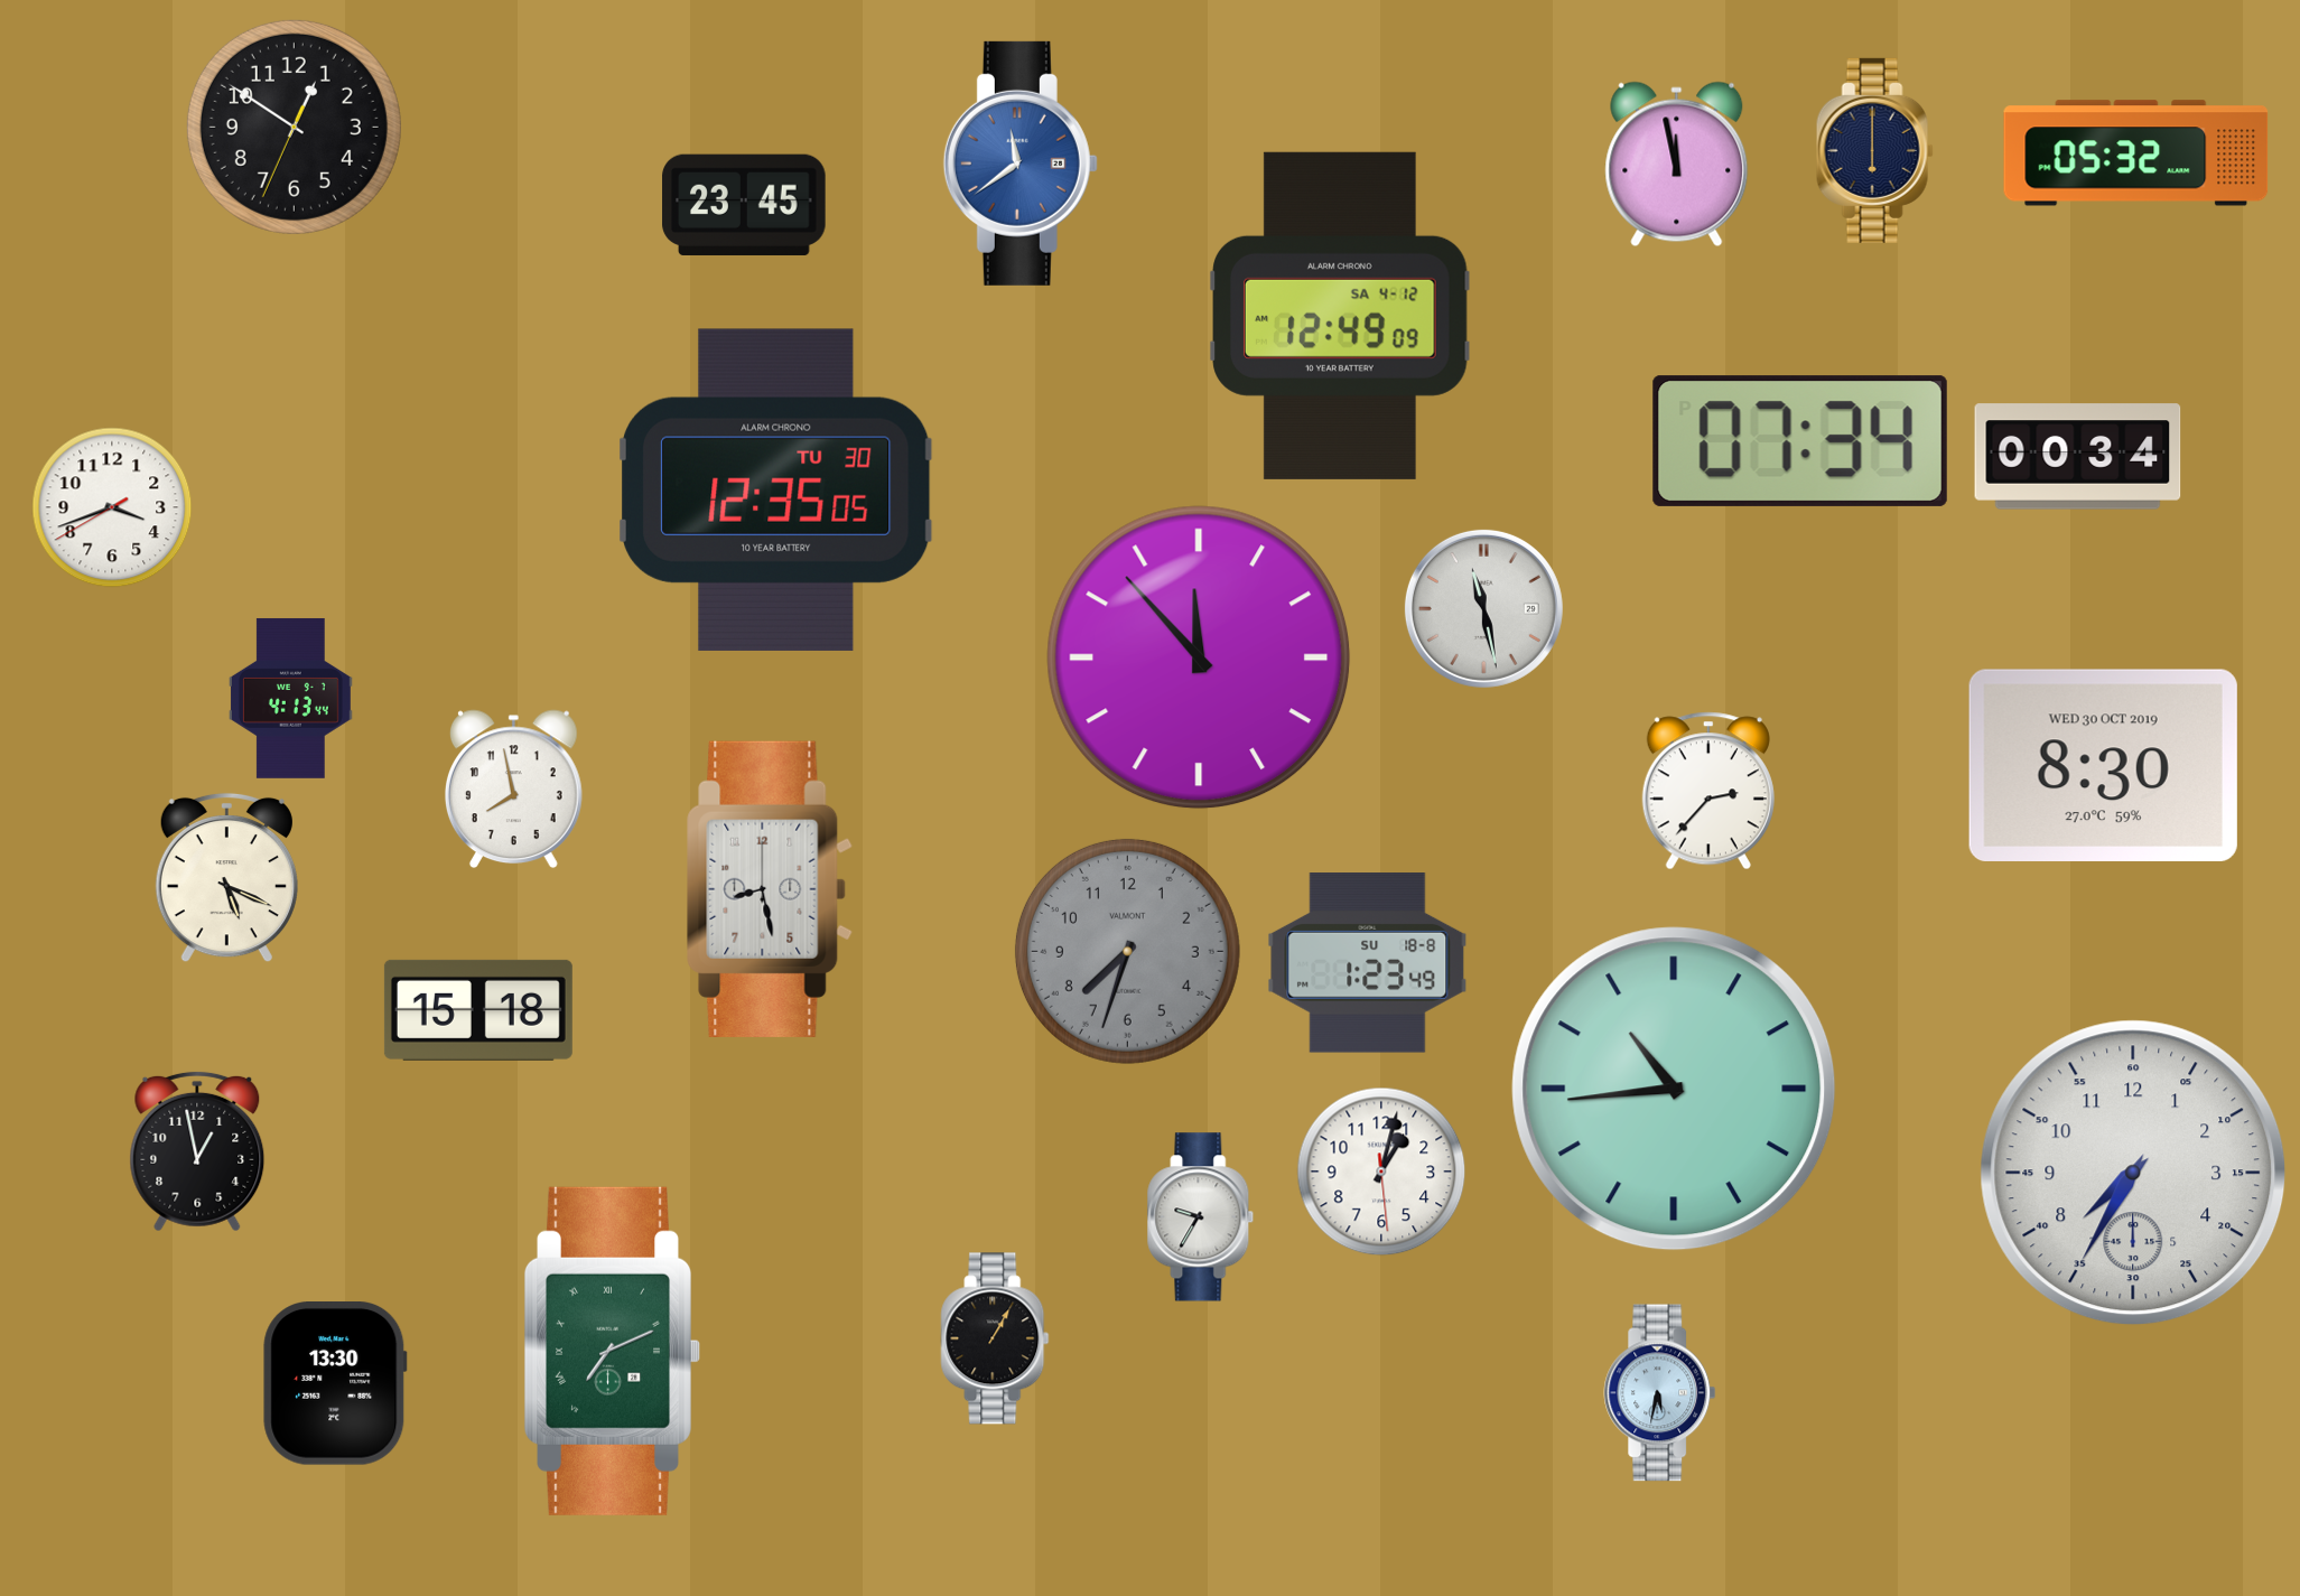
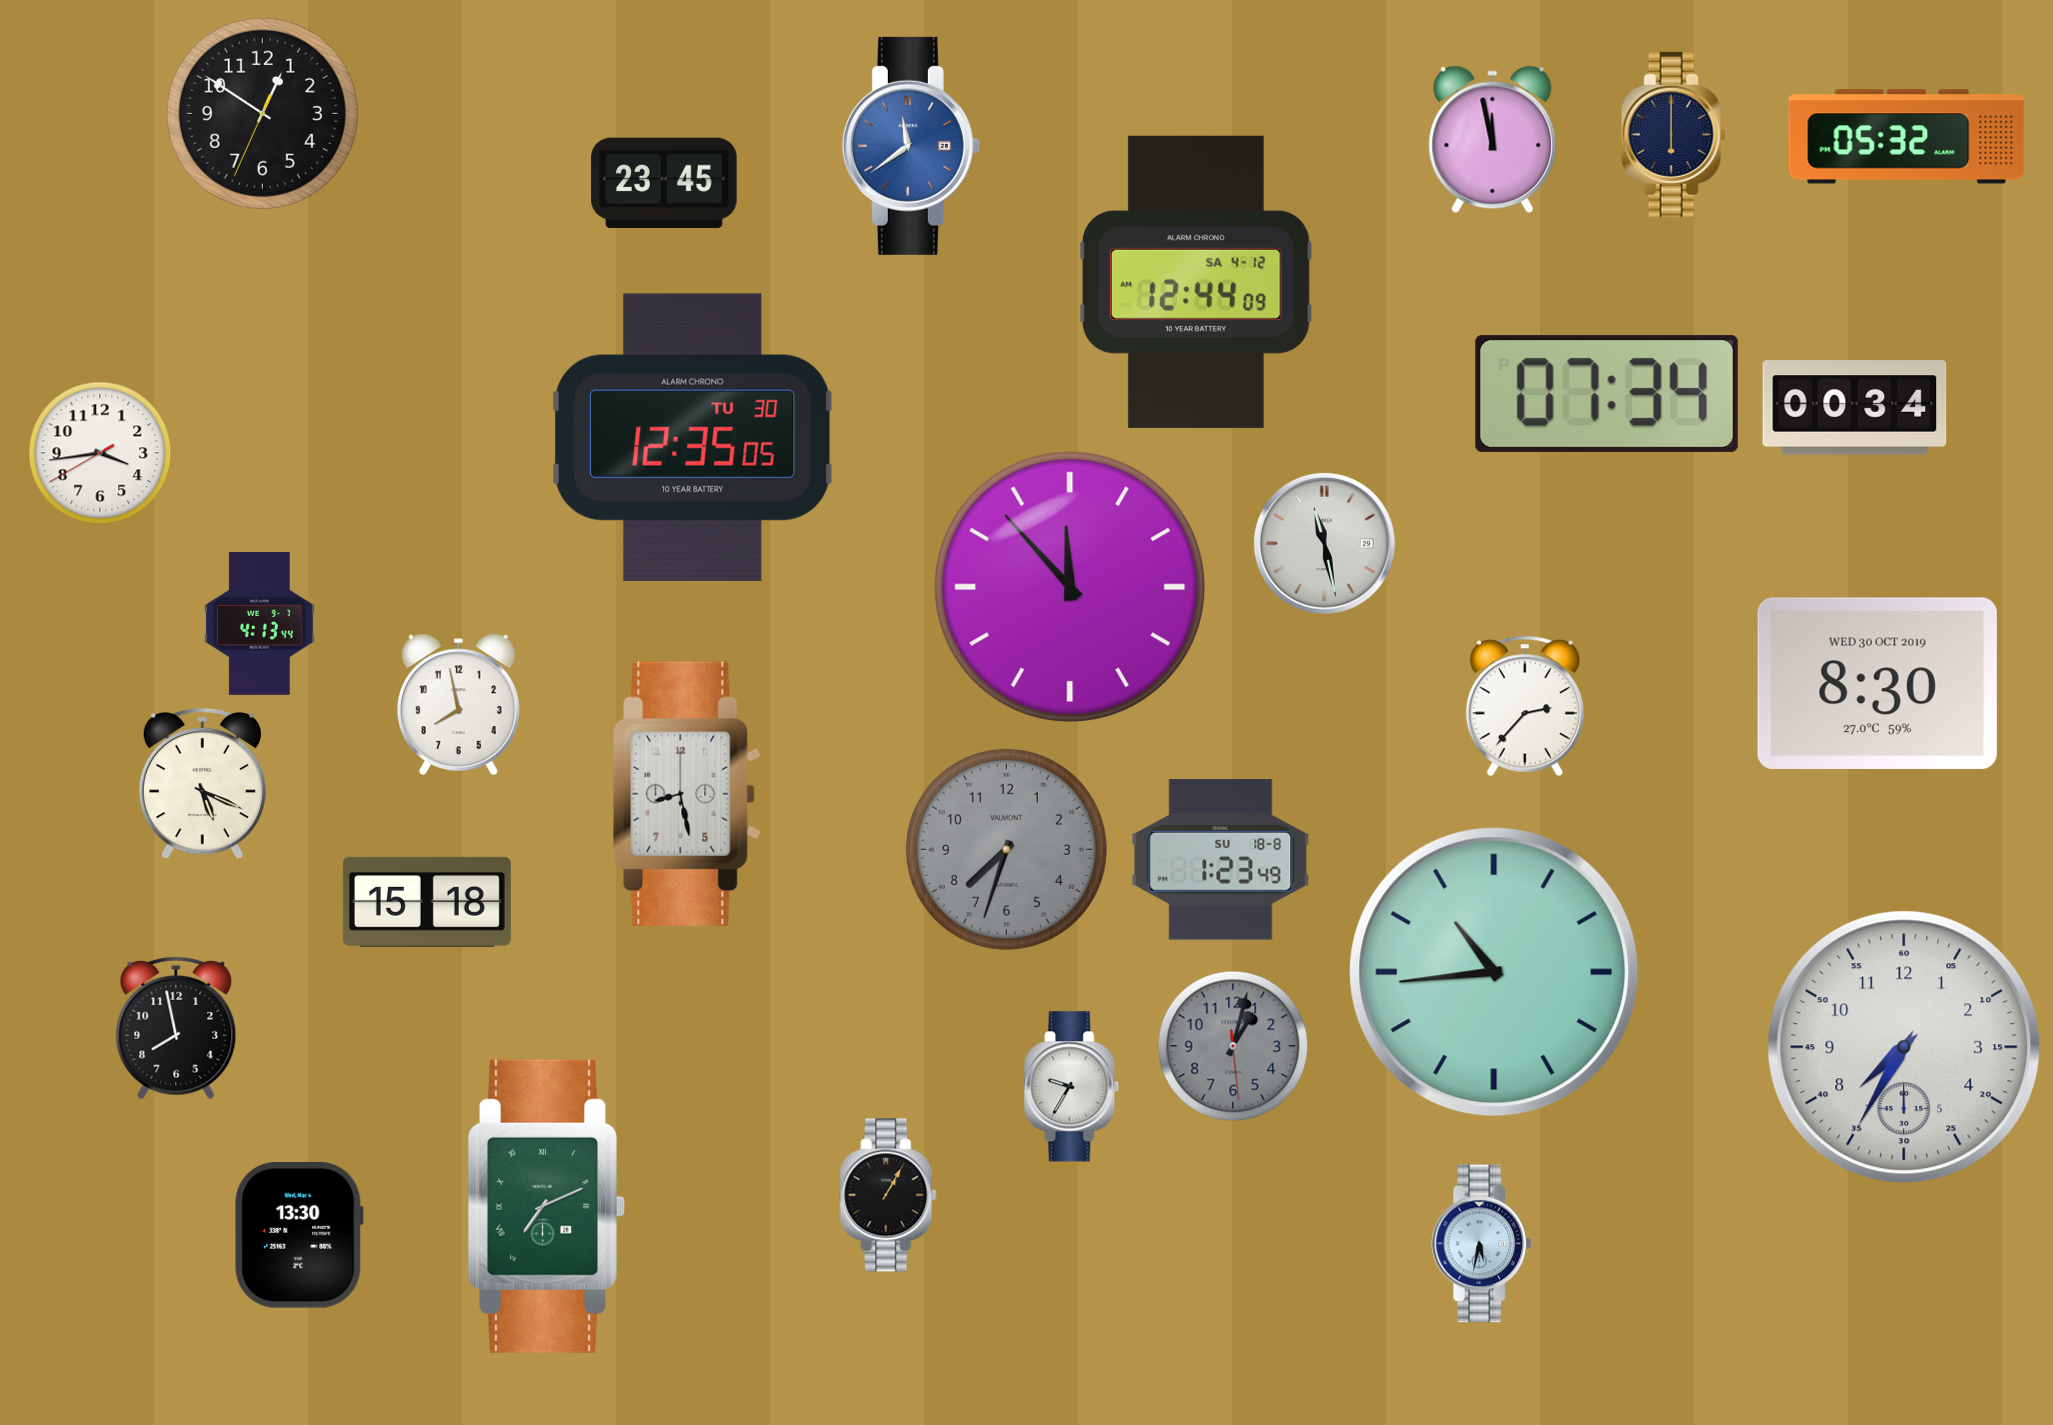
clock at (1677, 165) position: (1677, 165) -> (1493, 140)
clock at (1341, 316): 12:49 -> 12:44
clock at (112, 507): 3:41 -> 3:43
clock at (197, 1151): 12:58 -> 7:58
clock at (1381, 1172) dial: white -> grey
